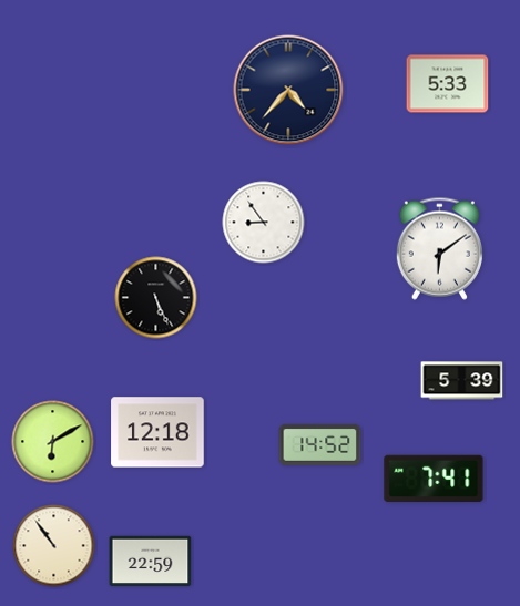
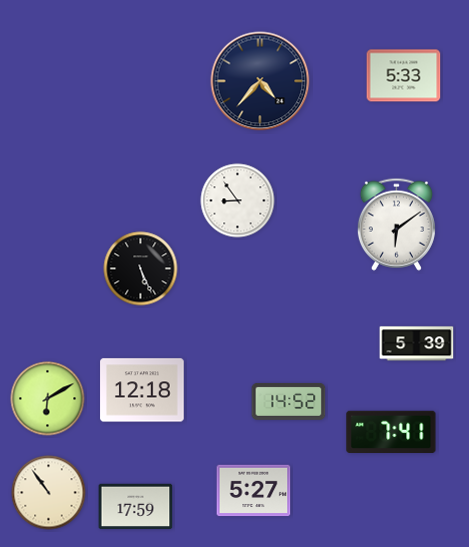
clock at (254, 491): none -> 5:27
clock at (151, 562): 22:59 -> 17:59
